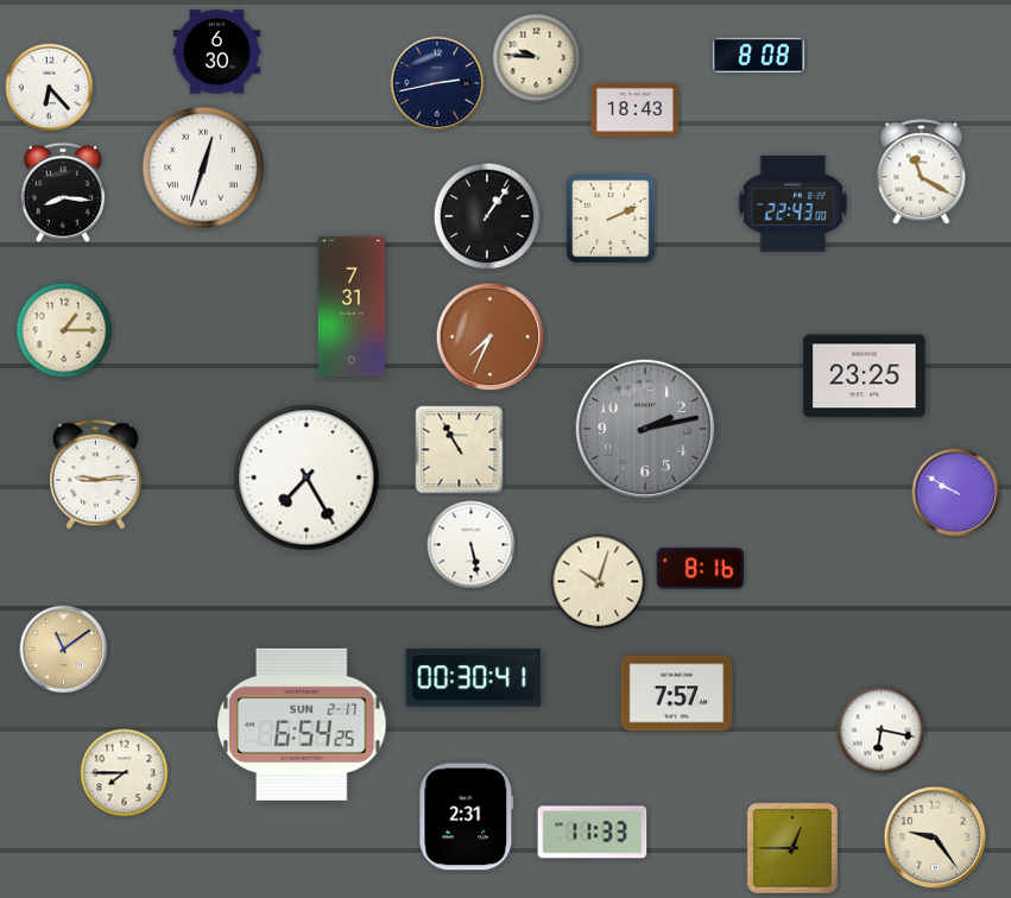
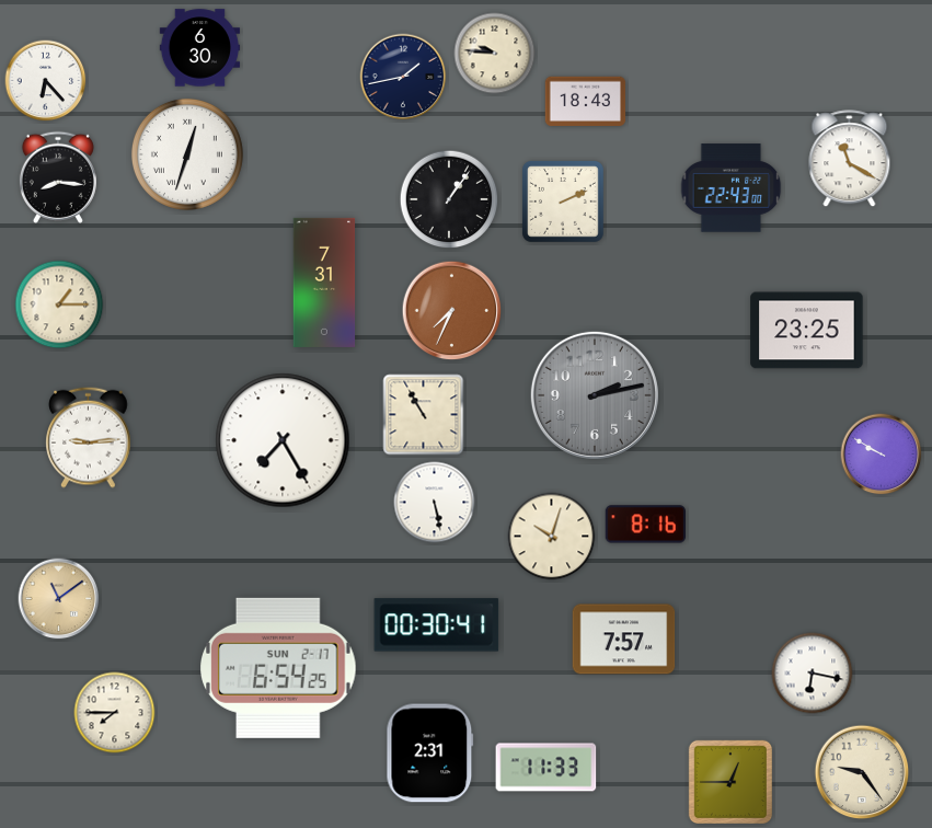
clock at (758, 56): 8:08 -> none
clock at (437, 83): 2:43 -> 1:43
clock at (865, 377) position: (865, 377) -> (807, 331)
